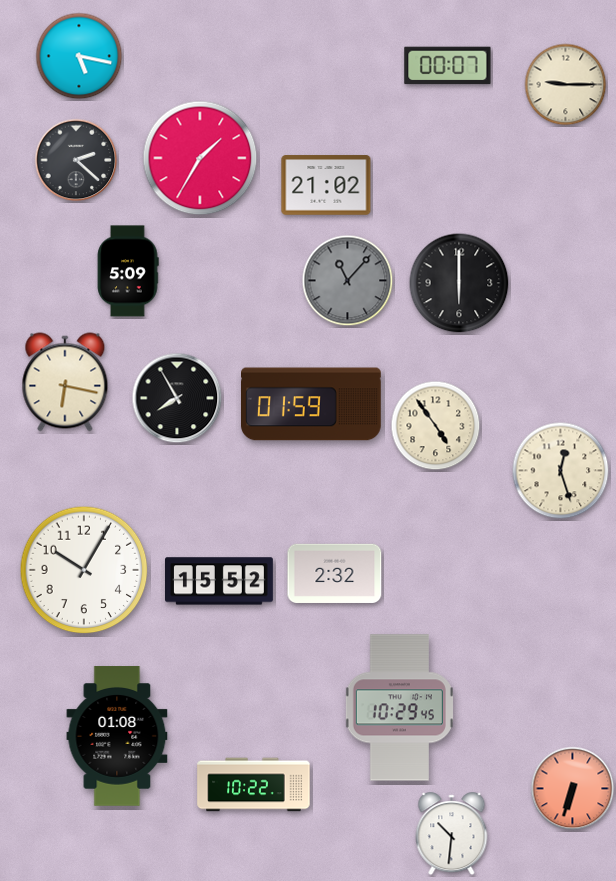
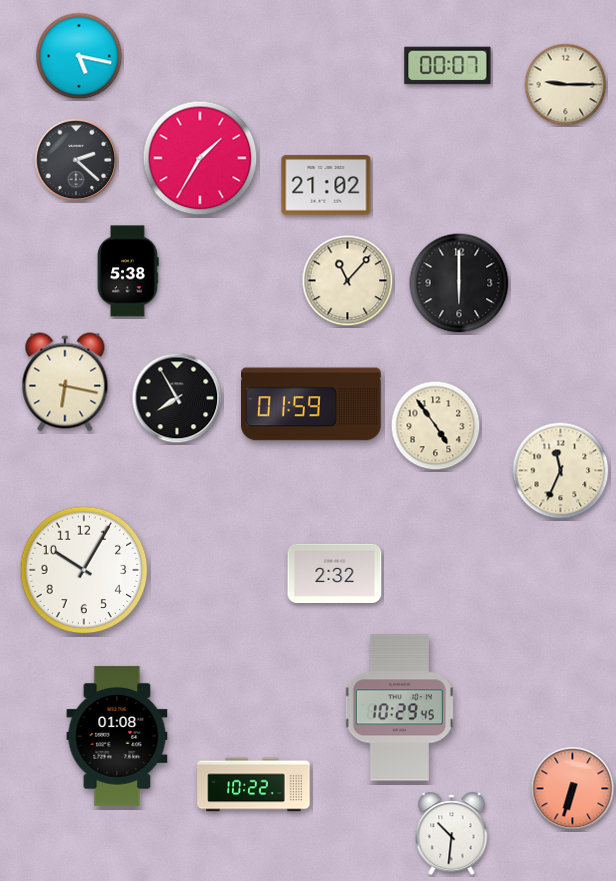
clock at (128, 271): 5:09 -> 5:38
clock at (348, 281) dial: grey -> cream
clock at (561, 471): 12:27 -> 11:34
clock at (220, 581): 15:52 -> none
